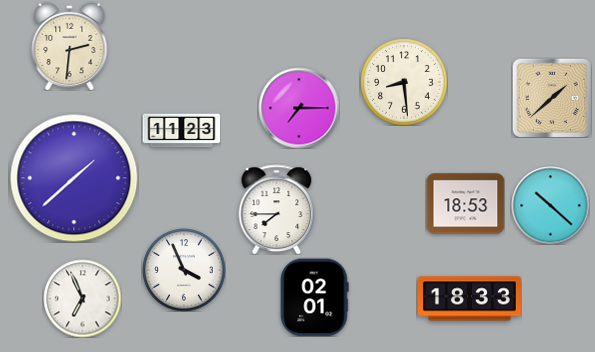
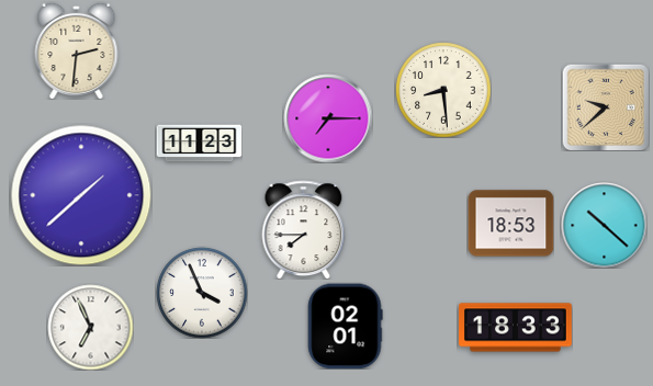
clock at (552, 98): 1:38 -> 9:38
clock at (184, 270) position: (184, 270) -> (202, 293)
